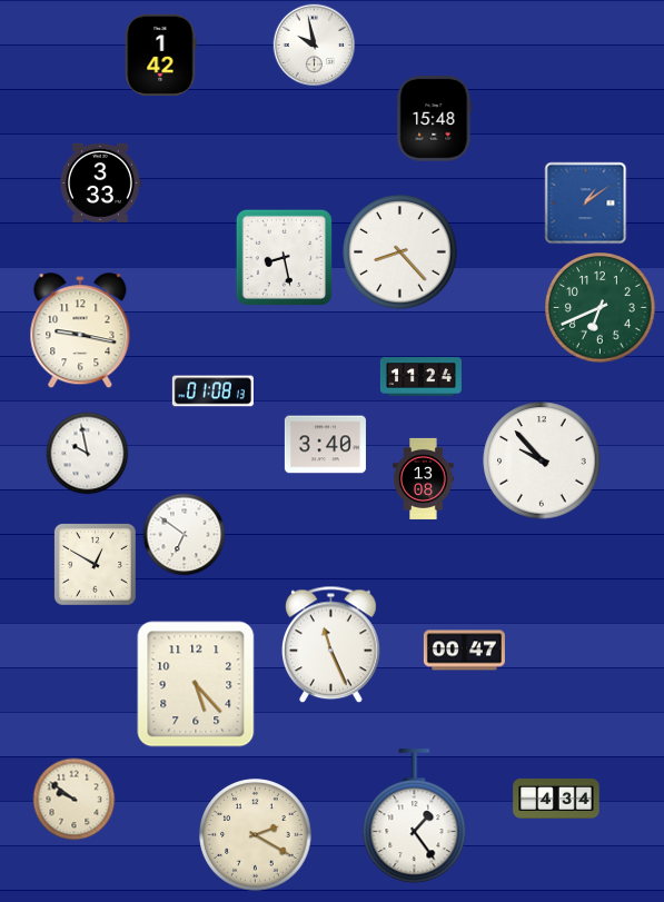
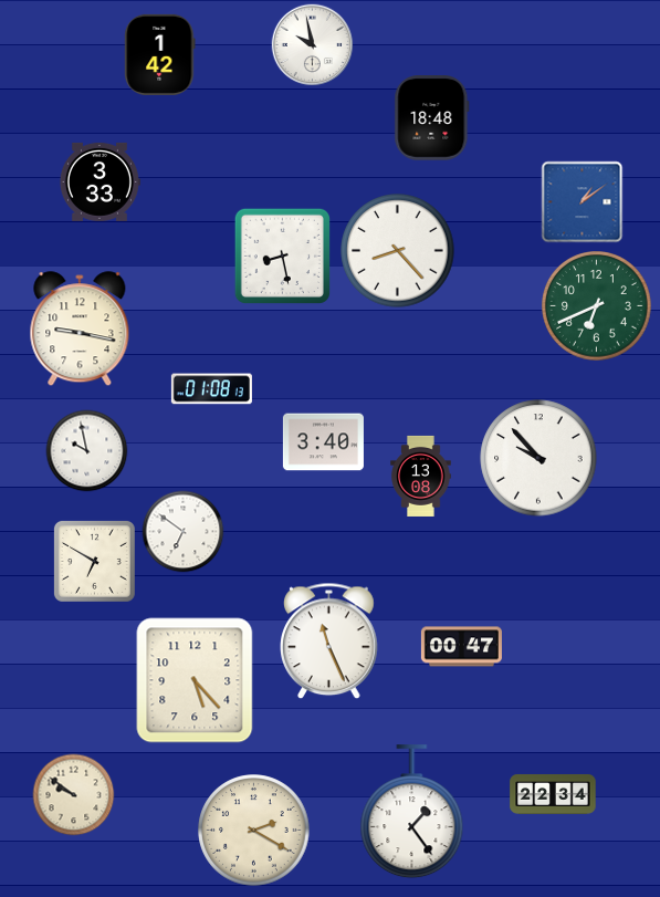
clock at (435, 119): 15:48 -> 18:48
clock at (420, 377): 11:24 -> none
clock at (95, 564): 12:50 -> 6:50
clock at (556, 799): 4:34 -> 22:34
